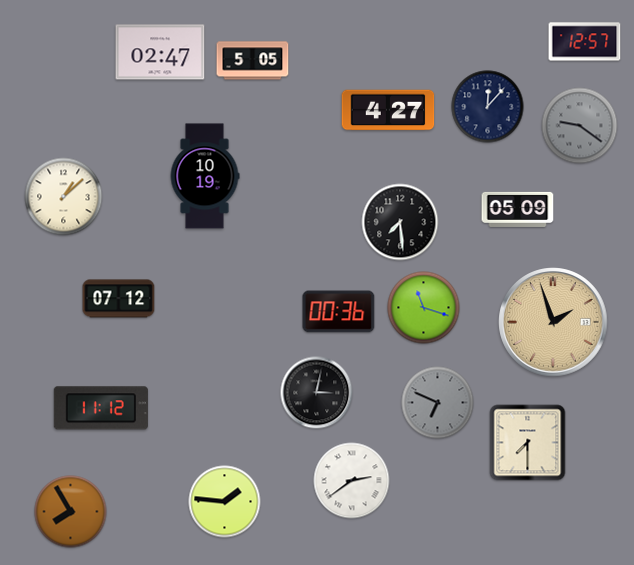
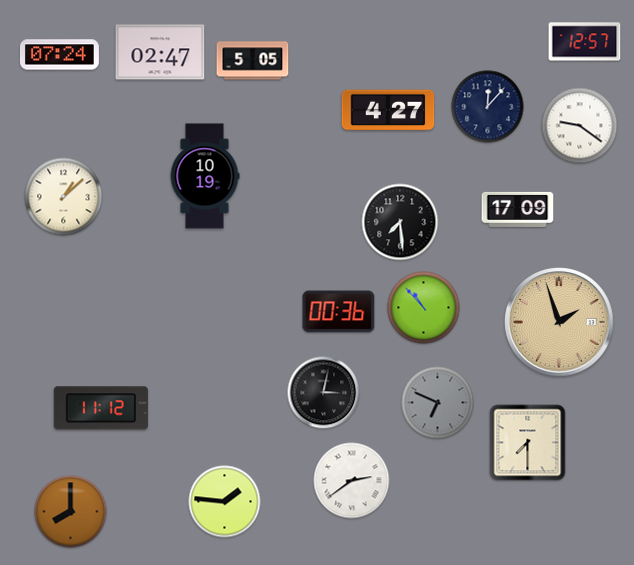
clock at (59, 55): none -> 07:24
clock at (580, 126) dial: grey -> white
clock at (518, 209): 05:09 -> 17:09
clock at (119, 299): 07:12 -> none
clock at (424, 308): 11:18 -> 10:53
clock at (553, 322) position: (553, 322) -> (559, 322)
clock at (317, 393) position: (317, 393) -> (324, 393)
clock at (71, 512): 7:55 -> 8:00
